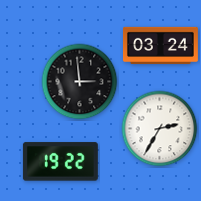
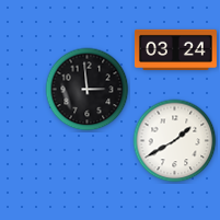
clock at (160, 129): 2:35 -> 1:40
clock at (60, 162): 19:22 -> none
